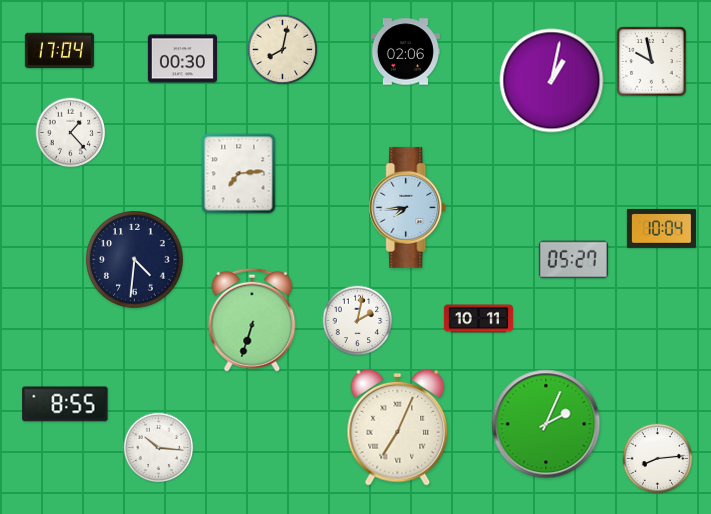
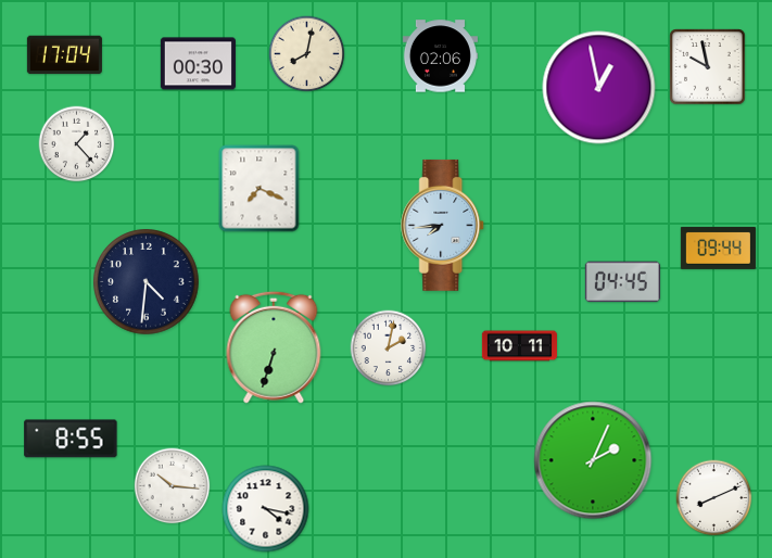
clock at (552, 81): 1:02 -> 12:58
clock at (239, 174): 7:14 -> 7:19
clock at (661, 228): 10:04 -> 09:44
clock at (573, 260): 05:27 -> 04:45
clock at (398, 427): 7:04 -> none
clock at (658, 459): 8:14 -> 8:11
clock at (266, 509): none -> 4:17
